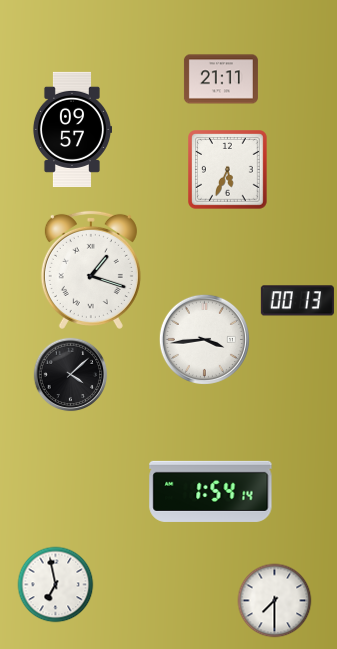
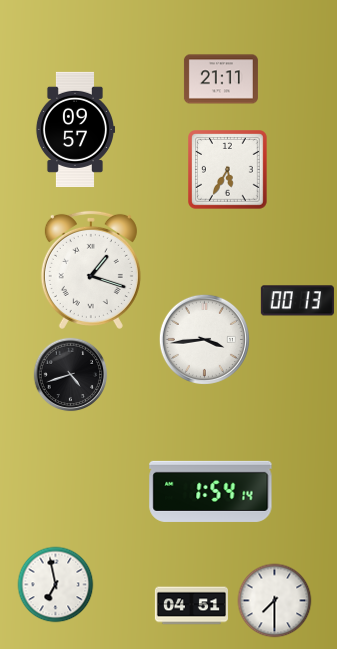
clock at (71, 129) position: (71, 129) -> (74, 129)
clock at (228, 170): 5:34 -> 5:35
clock at (71, 375): 4:08 -> 4:42
clock at (191, 606): none -> 04:51
